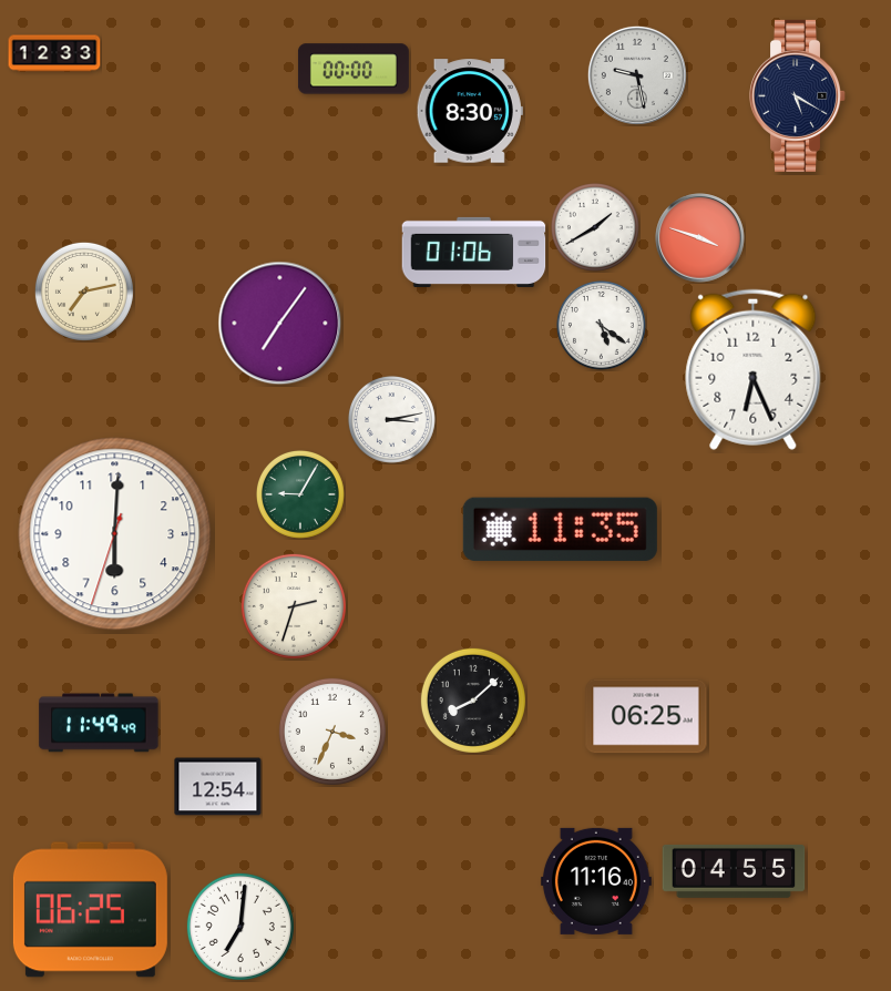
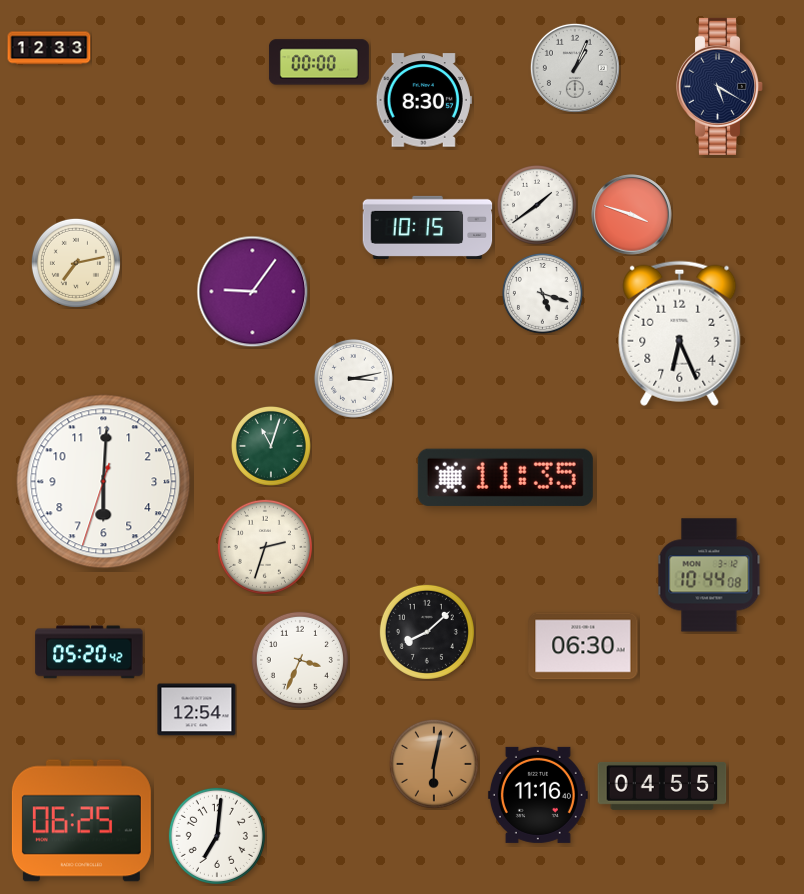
clock at (637, 75): 9:28 -> 1:04
clock at (595, 227): 1:40 -> 1:39
clock at (474, 252): 01:06 -> 10:15
clock at (280, 324): 7:06 -> 9:06
clock at (601, 325): 5:21 -> 5:18
clock at (300, 494): 9:05 -> 11:03
clock at (709, 575): none -> 10:44
clock at (646, 716): 06:25 -> 06:30
clock at (99, 723): 11:49 -> 05:20
clock at (434, 764): none -> 6:02
